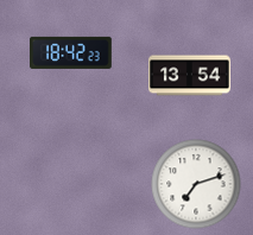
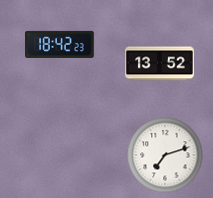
clock at (190, 76): 13:54 -> 13:52
